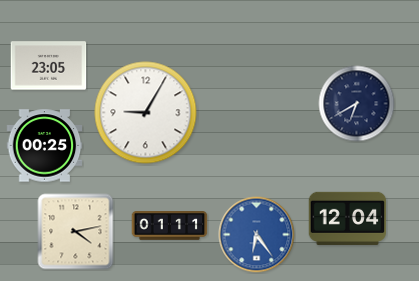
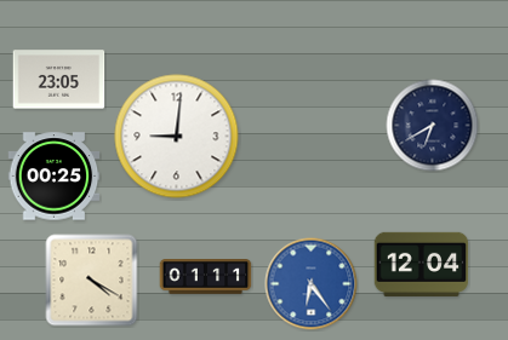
clock at (146, 113): 9:05 -> 9:01
clock at (170, 226) position: (170, 226) -> (206, 277)
clock at (76, 232): 4:13 -> 4:20
